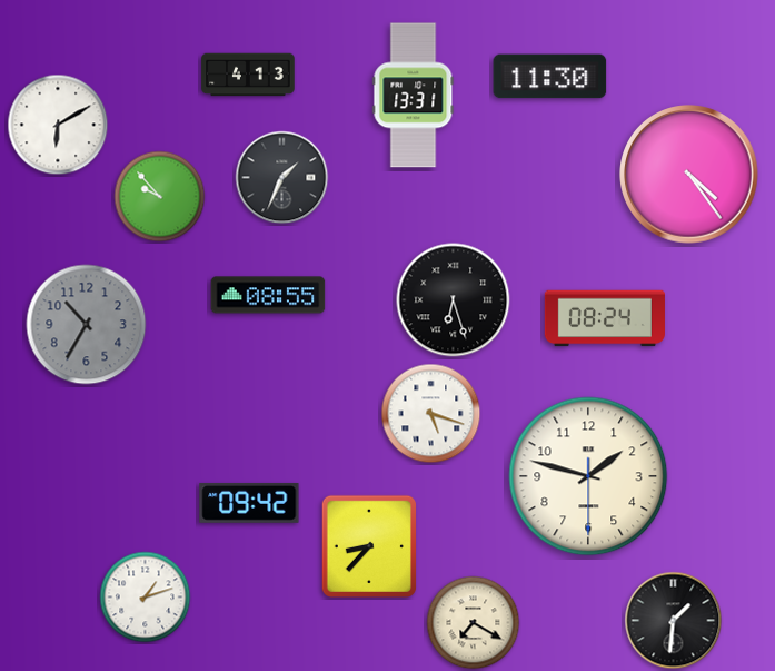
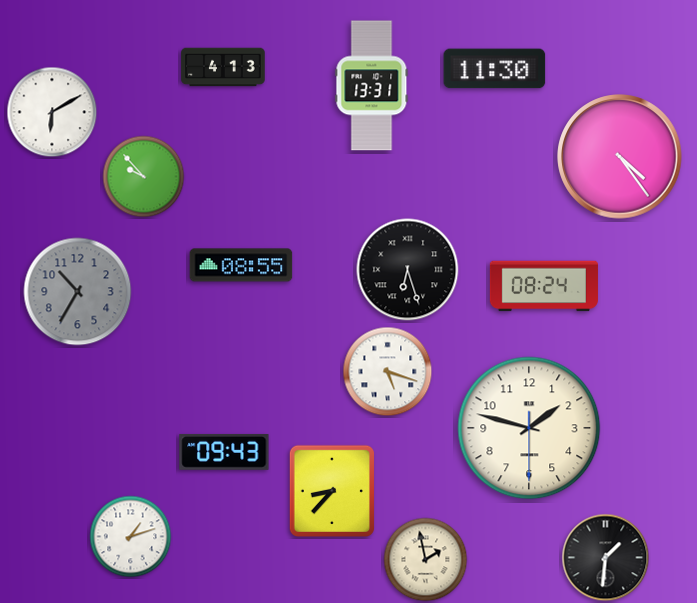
clock at (282, 178): 1:34 -> none
clock at (249, 503): 09:42 -> 09:43
clock at (474, 623): 7:20 -> 1:58
